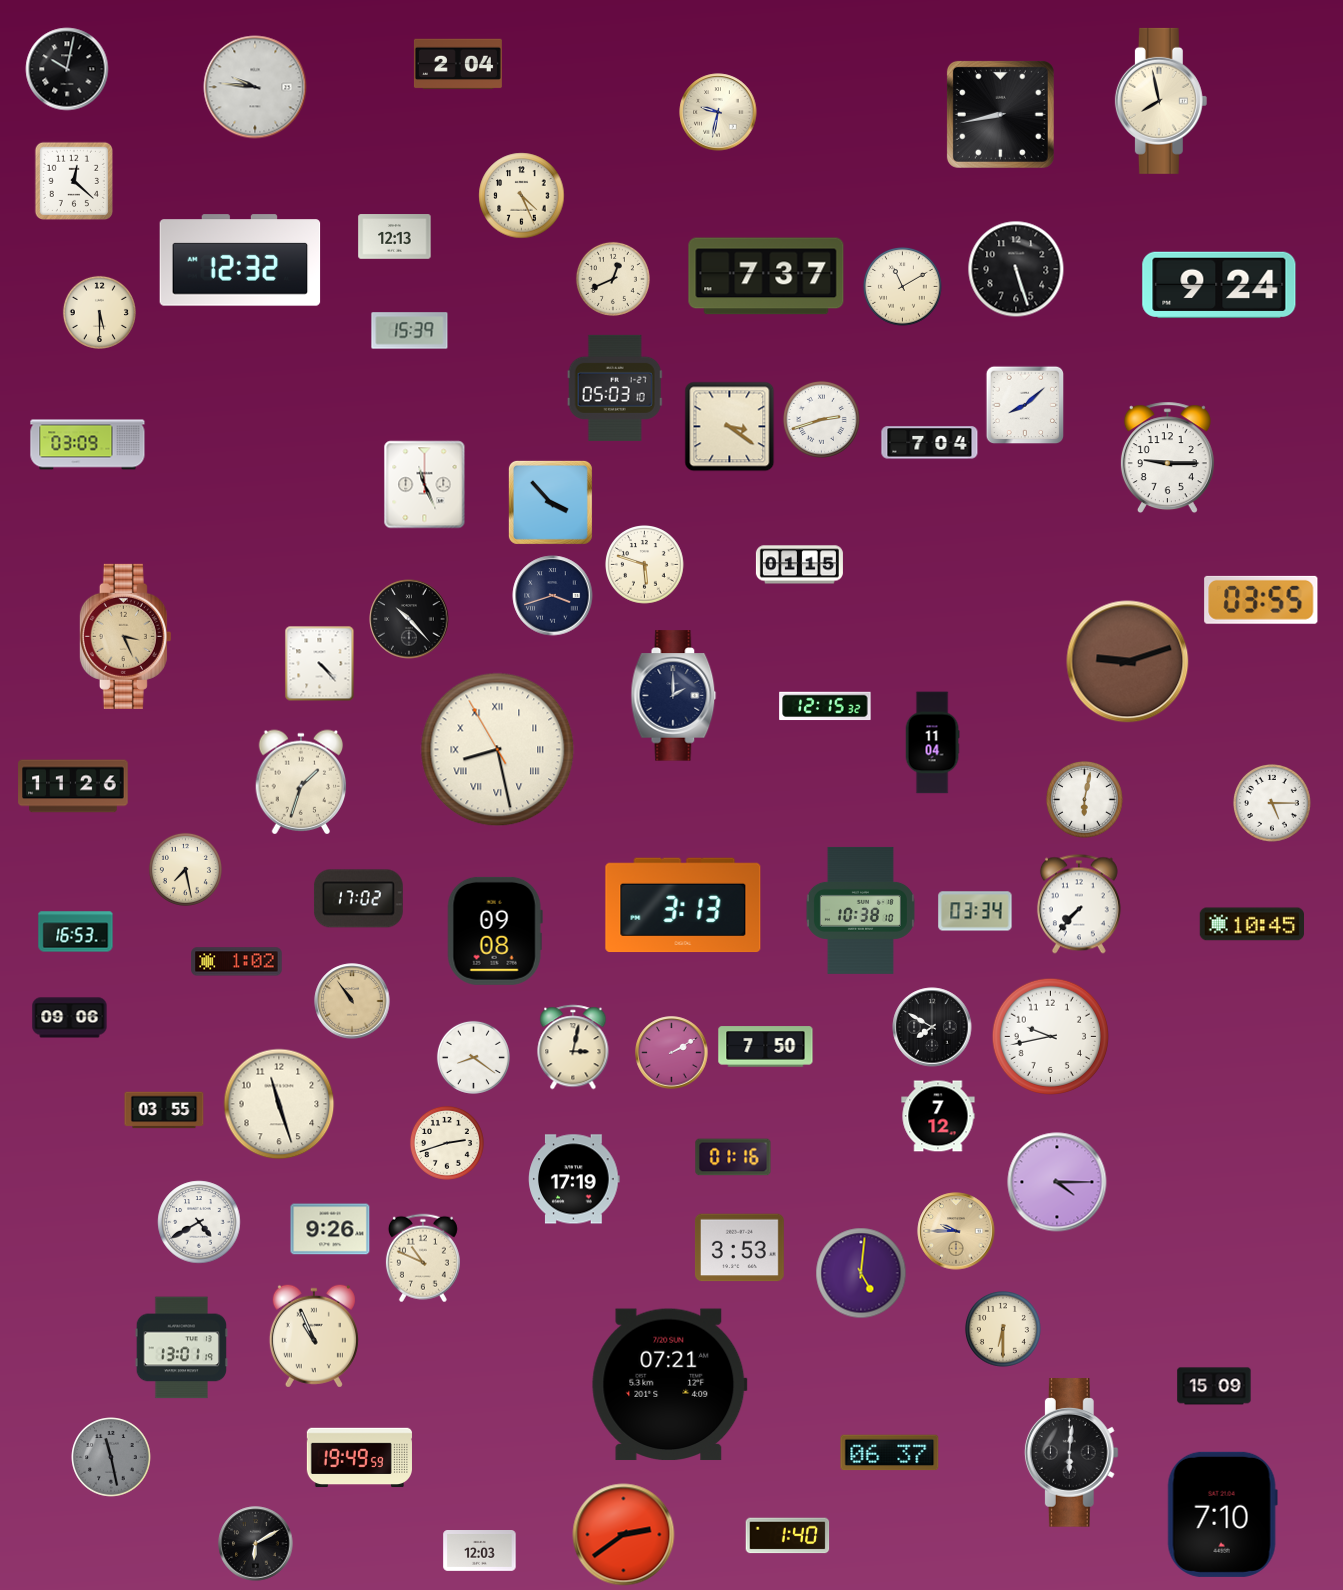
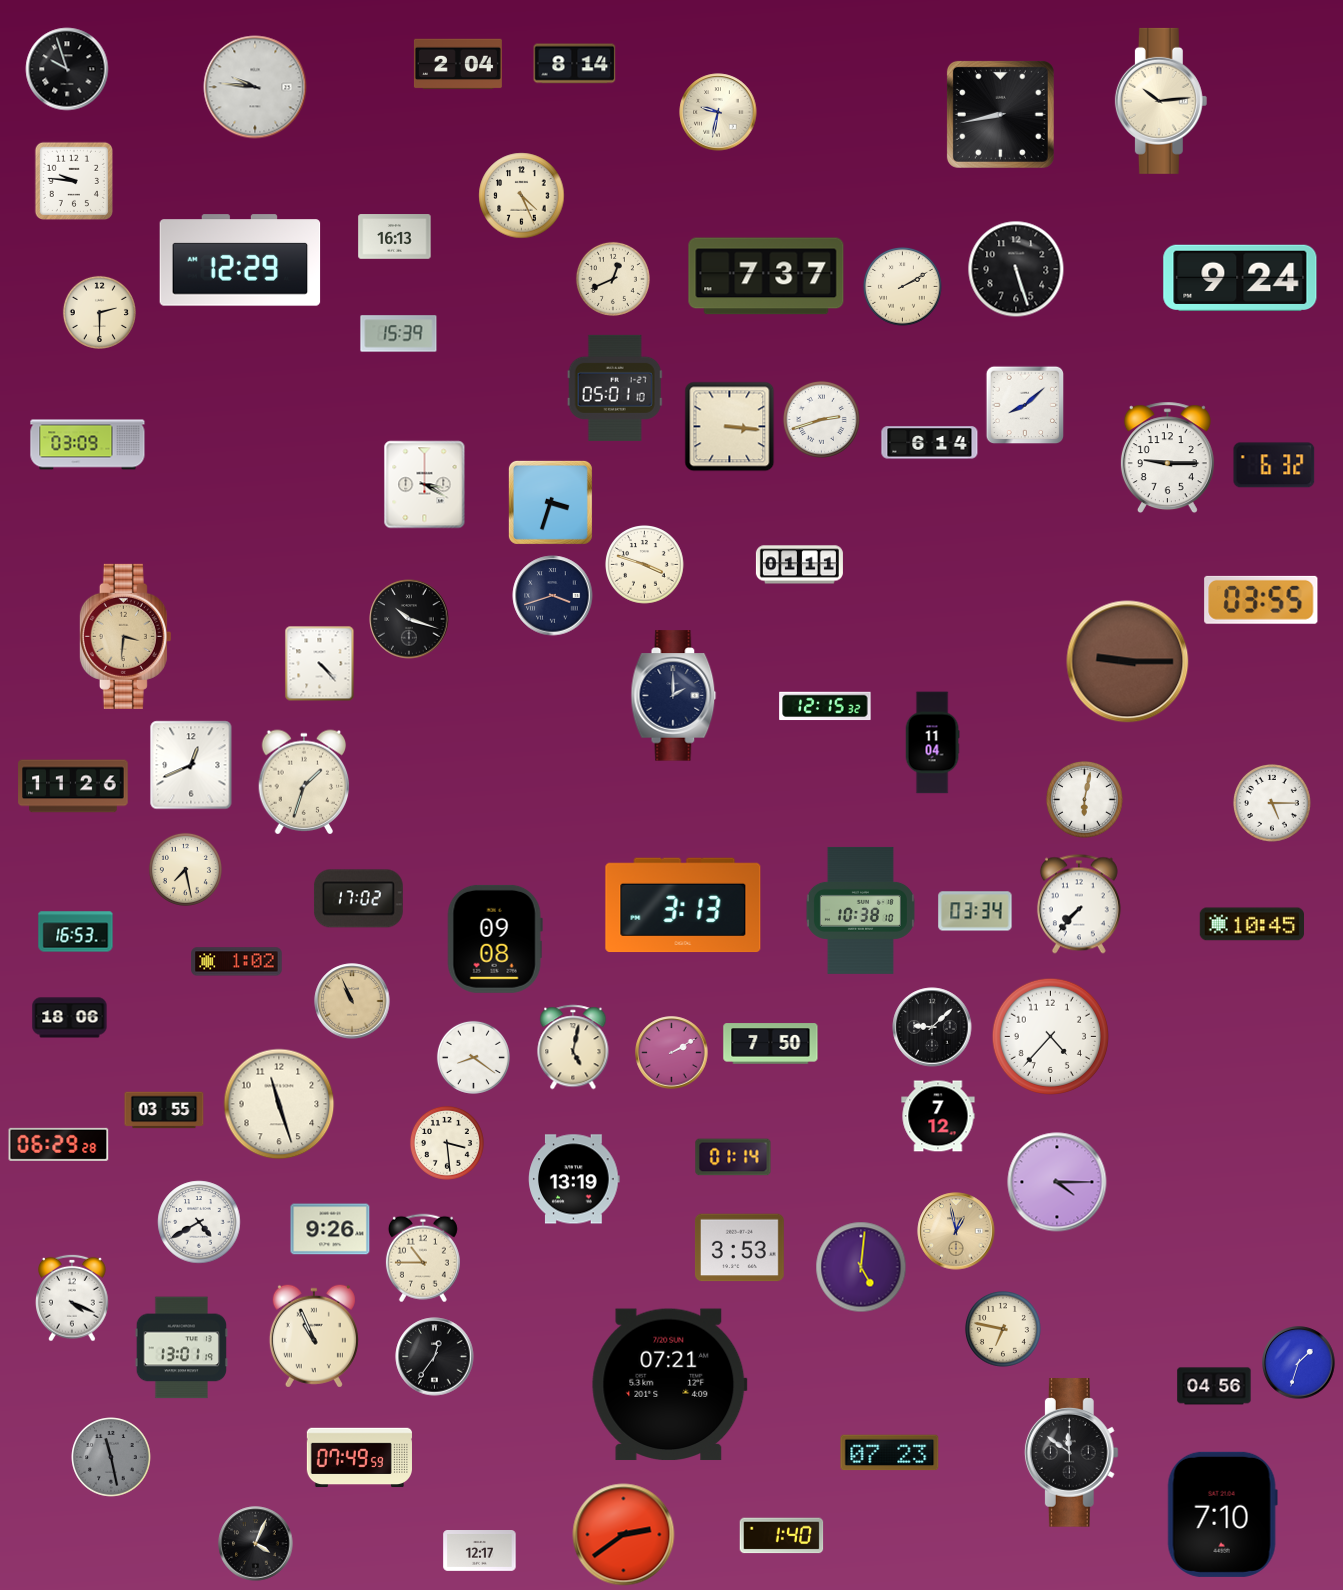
clock at (575, 64): none -> 8:14
clock at (67, 69): 10:02 -> 9:57
clock at (1161, 101): 7:58 -> 10:14
clock at (74, 181): 12:22 -> 9:46
clock at (395, 237): 12:13 -> 16:13
clock at (240, 260): 12:32 -> 12:29
clock at (1219, 284) position: (1219, 284) -> (1240, 277)
clock at (903, 287): 11:10 -> 2:10
clock at (99, 312): 5:30 -> 2:30
clock at (410, 331) position: (410, 331) -> (399, 334)
clock at (615, 388): 05:03 -> 05:01
clock at (730, 427): 3:21 -> 3:16
clock at (930, 443): 7:04 -> 6:14
clock at (1274, 465): none -> 6:32
clock at (425, 485): 11:26 -> 3:20
clock at (550, 502): 3:53 -> 3:33
clock at (645, 565): 5:48 -> 3:48
clock at (799, 565): 01:15 -> 01:11
clock at (409, 619): 10:23 -> 10:18
clock at (125, 636): 3:26 -> 3:31
clock at (1128, 662): 9:12 -> 9:15
clock at (498, 750): 8:27 -> none
clock at (191, 765): none -> 12:41
clock at (301, 782) position: (301, 782) -> (304, 782)
clock at (495, 931) position: (495, 931) -> (495, 939)
clock at (352, 1001): 10:54 -> 10:56
clock at (70, 1018): 09:06 -> 18:06
clock at (932, 1027): 7:50 -> 9:08
clock at (1050, 1036): 9:43 -> 4:37
clock at (573, 1047): 3:02 -> 5:02
clock at (766, 1047) position: (766, 1047) -> (771, 1044)
clock at (447, 1143): 2:42 -> 3:29
clock at (59, 1144): none -> 06:29
clock at (733, 1157): 01:16 -> 01:14
clock at (574, 1179): 17:19 -> 13:19
clock at (956, 1231): 9:45 -> 12:58
clock at (423, 1258): 10:49 -> 10:45
clock at (861, 1273) position: (861, 1273) -> (861, 1267)
clock at (73, 1298): none -> 4:19
clock at (1003, 1329): 6:30 -> 6:47
clock at (435, 1357): none -> 12:36
clock at (1299, 1363): none -> 1:33
clock at (1214, 1386): 15:09 -> 04:56
clock at (890, 1453): 06:37 -> 07:23
clock at (1071, 1453): 6:01 -> 11:51
clock at (359, 1458): 19:49 -> 07:49
clock at (788, 1536) position: (788, 1536) -> (782, 1536)
clock at (256, 1544): 6:10 -> 4:04
clock at (480, 1551): 12:03 -> 12:17
